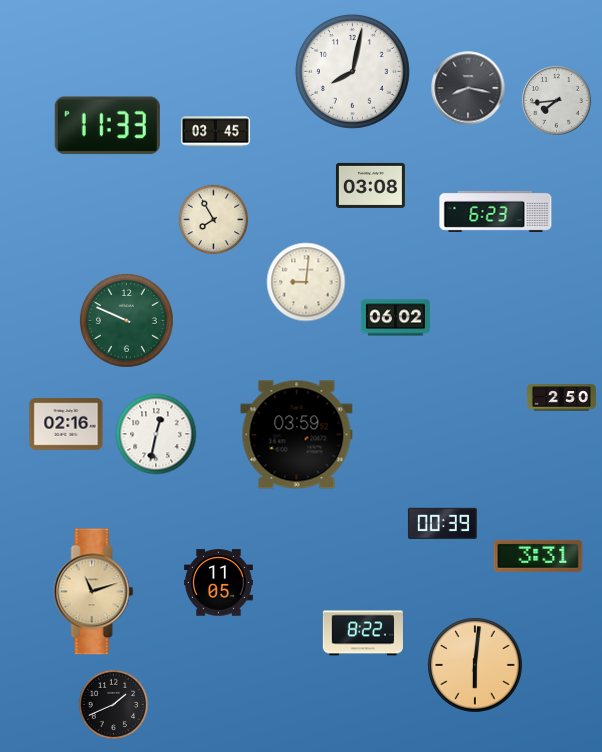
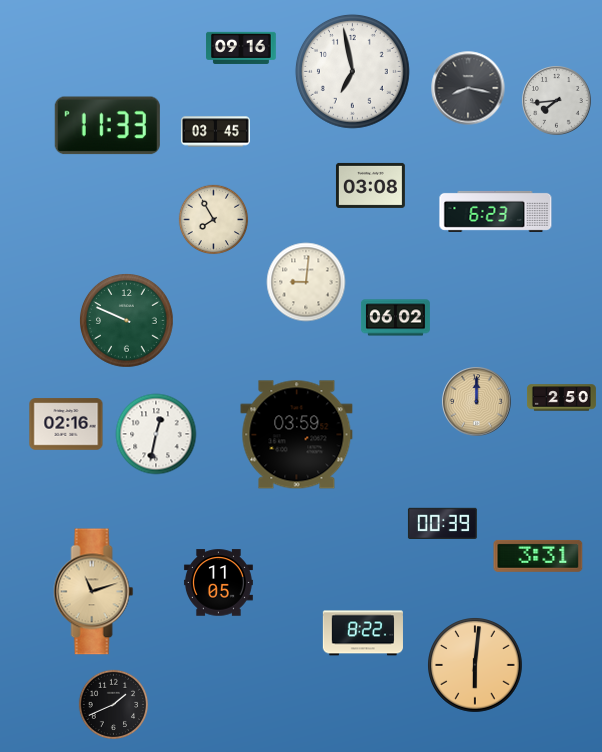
clock at (241, 48): none -> 09:16
clock at (352, 71): 8:02 -> 6:58
clock at (477, 402): none -> 12:00
